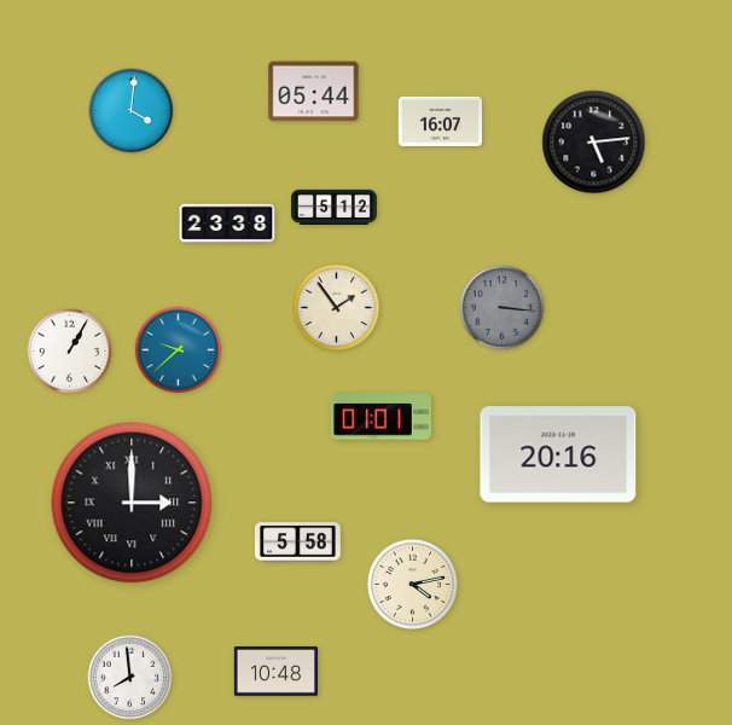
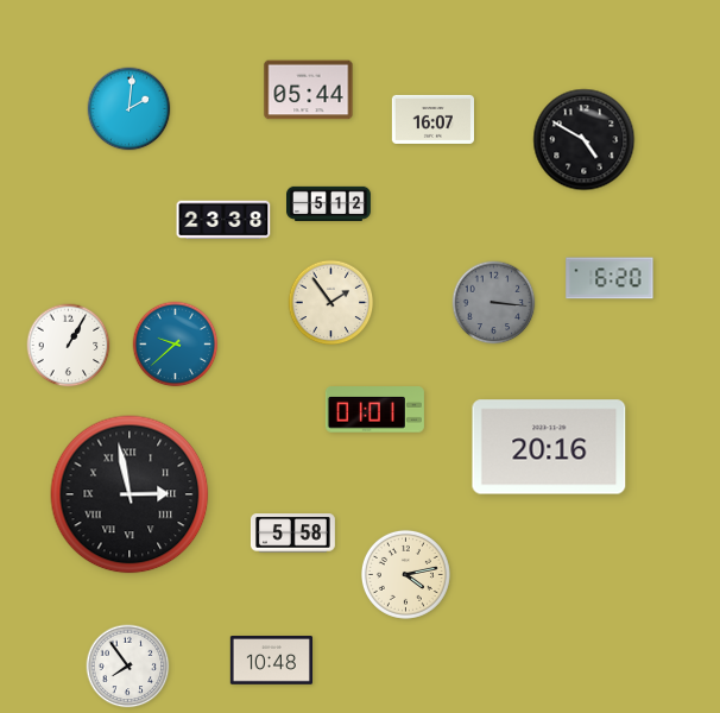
clock at (132, 111): 4:01 -> 2:01
clock at (594, 143): 5:14 -> 4:50
clock at (610, 278): none -> 6:20
clock at (132, 503): 3:00 -> 2:58
clock at (130, 678): 7:59 -> 7:54
